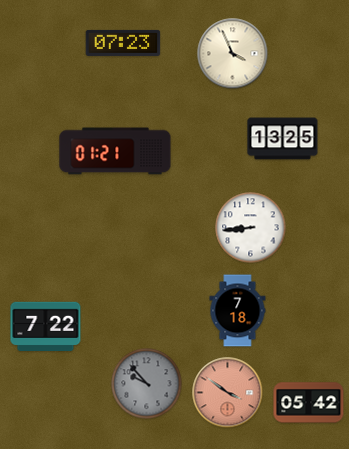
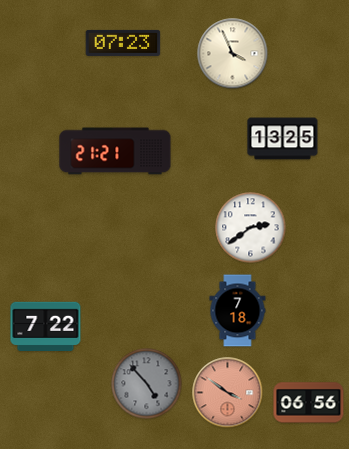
clock at (115, 151): 01:21 -> 21:21
clock at (251, 228): 8:44 -> 2:39
clock at (147, 384): 9:53 -> 4:53
clock at (309, 403): 05:42 -> 06:56
